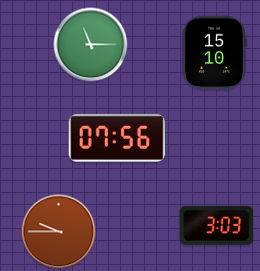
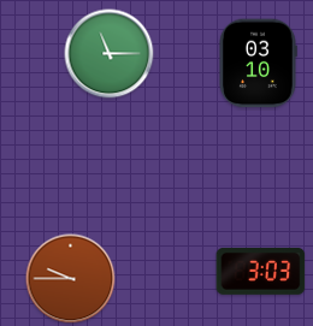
clock at (214, 53): 15:10 -> 03:10
clock at (117, 138): 07:56 -> none
